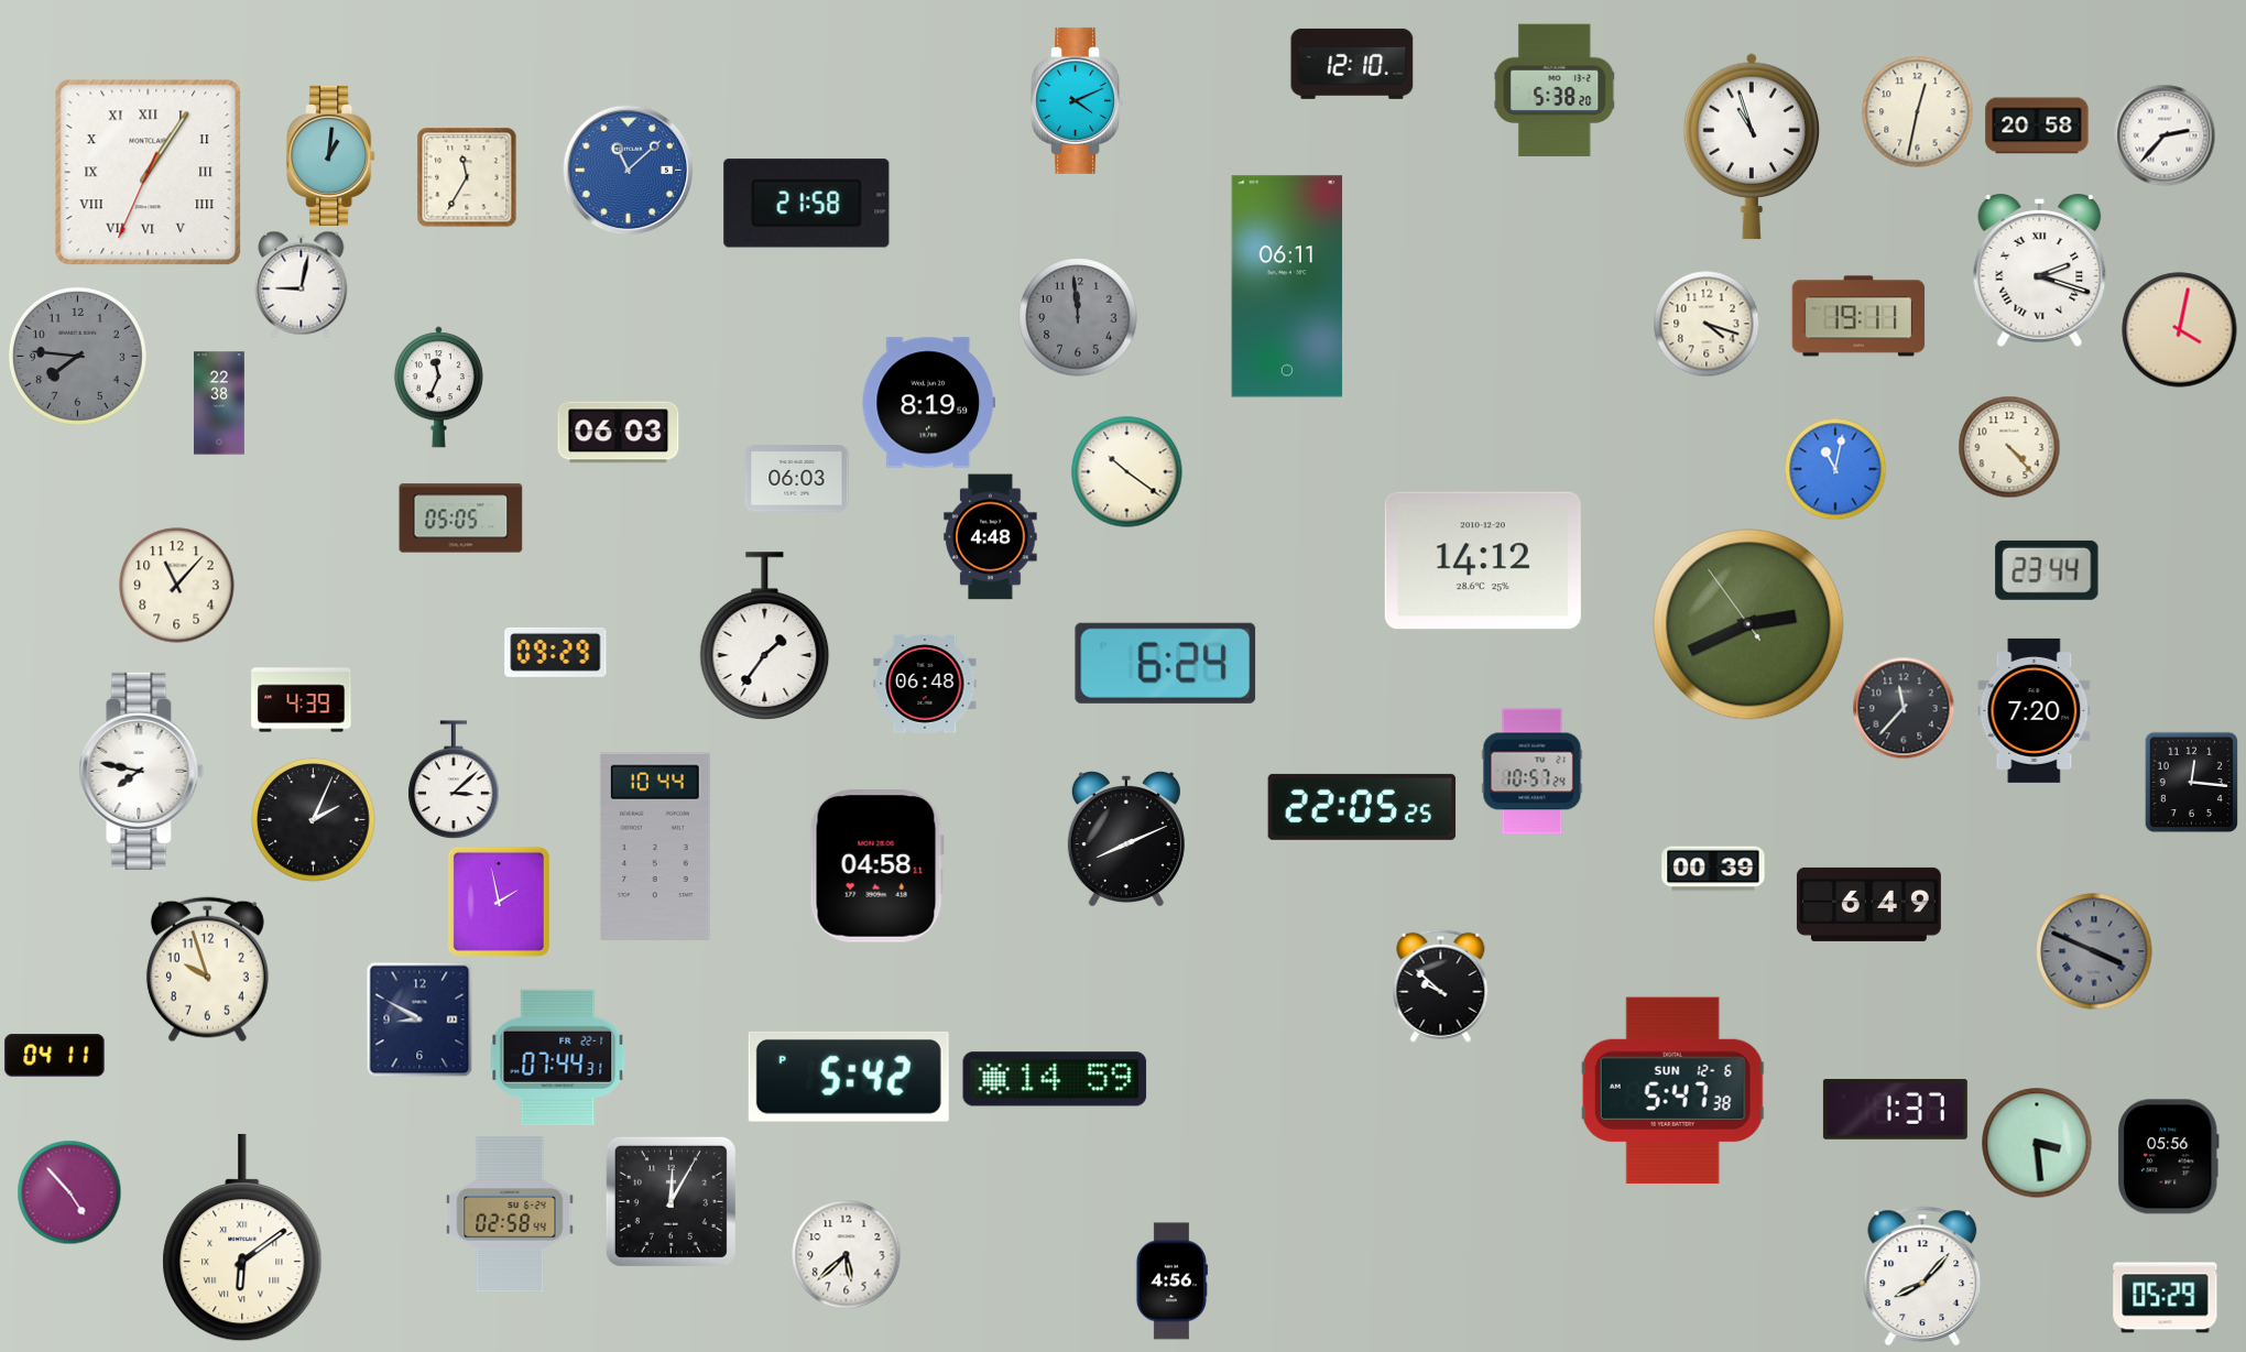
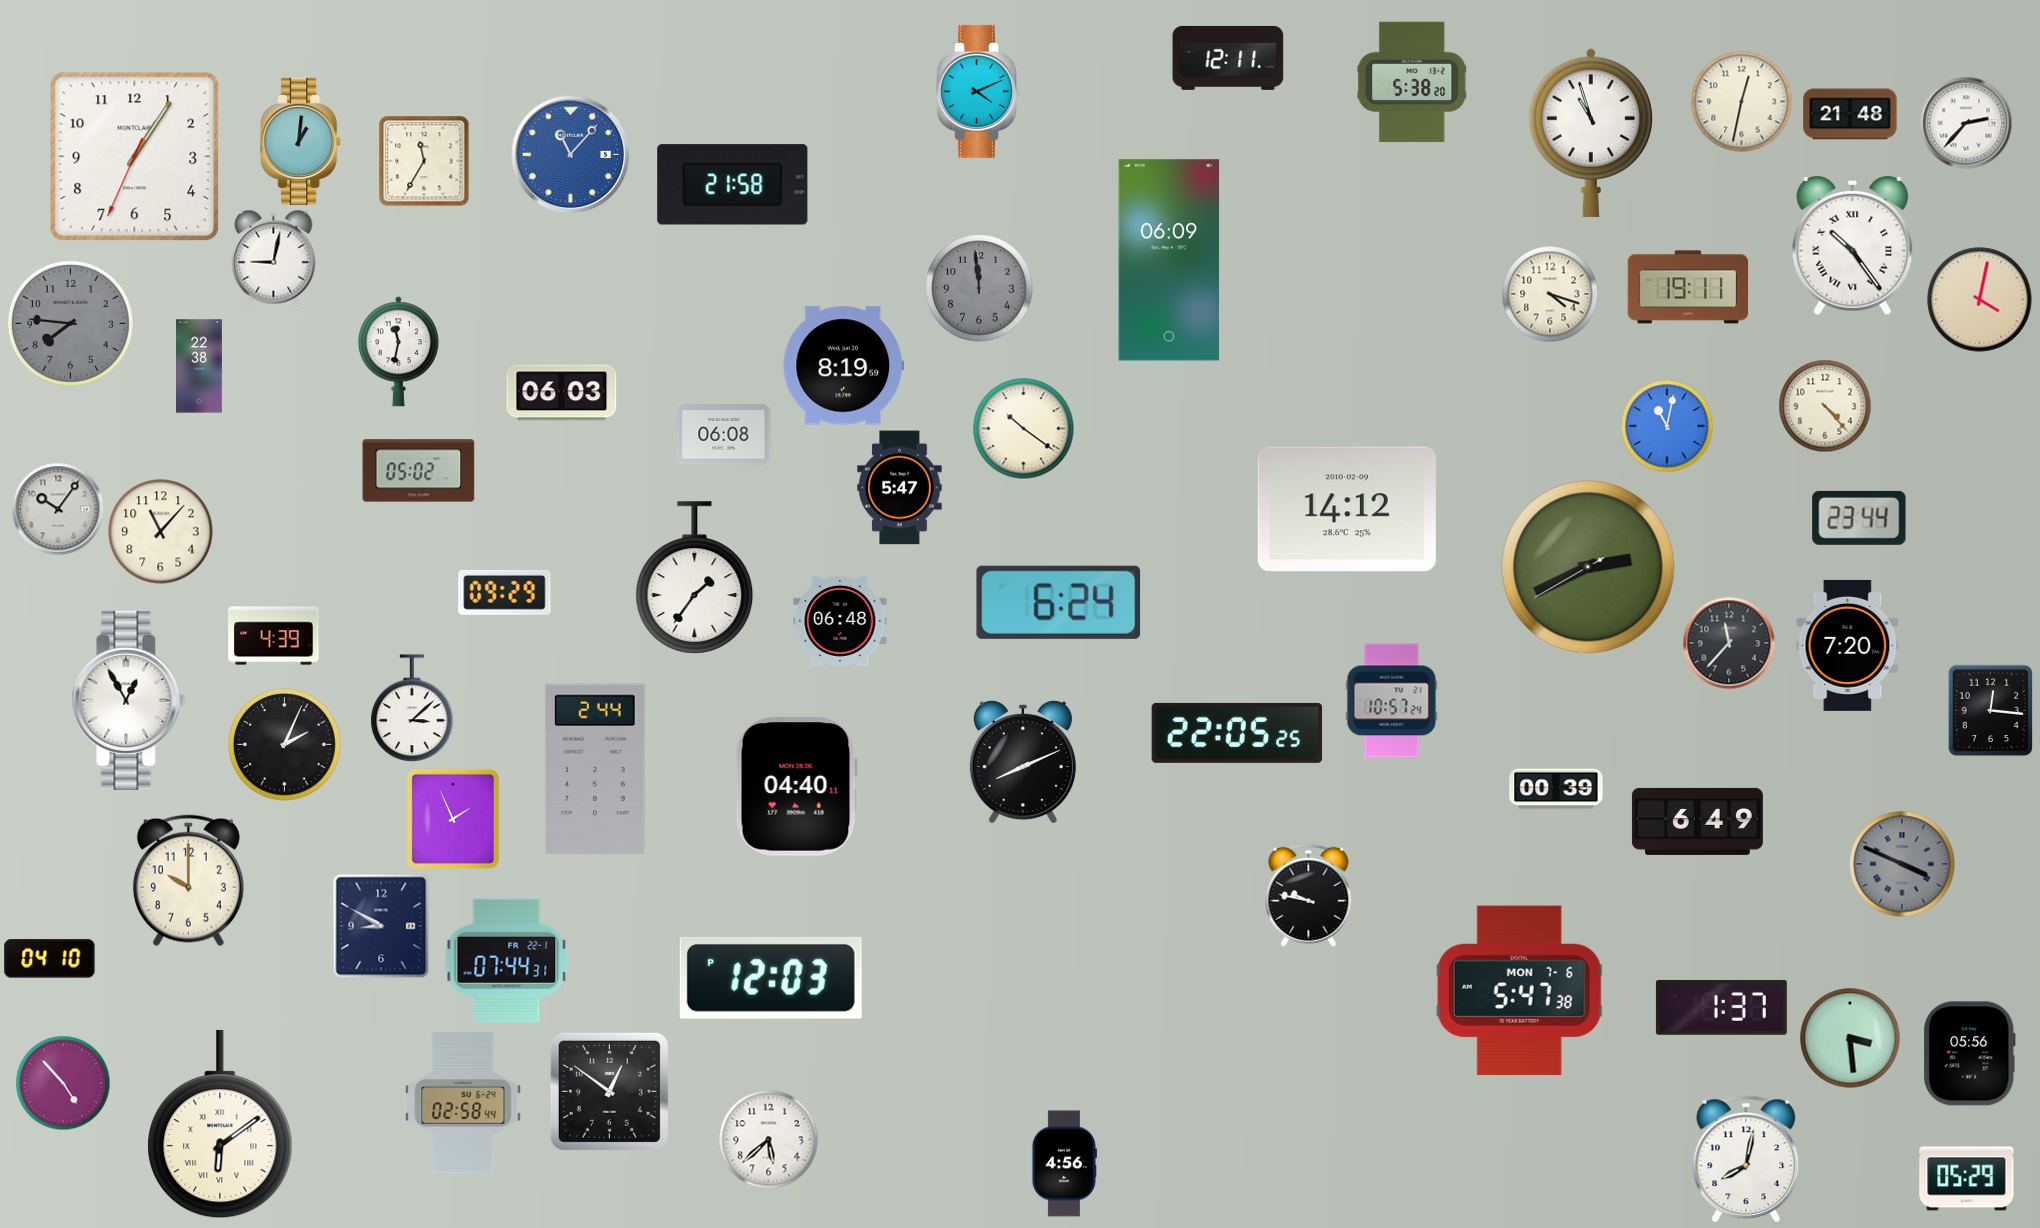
clock at (1352, 64): 12:10 -> 12:11
clock at (2037, 126): 20:58 -> 21:48
clock at (628, 170): 11:08 -> 11:07
clock at (149, 173) numerals: Roman -> Arabic
clock at (2040, 272): 2:18 -> 10:24
clock at (1287, 286): 06:11 -> 06:09
clock at (438, 388): 11:34 -> 11:32
clock at (797, 479): 06:03 -> 06:08
clock at (461, 519): 05:05 -> 05:02
clock at (991, 537): 4:48 -> 5:47
clock at (58, 509): none -> 10:06
clock at (1483, 560) date: 2010-12-20 -> 2010-02-09
clock at (1748, 624): 2:40:54 -> 2:40:40
clock at (142, 771): 7:47 -> 12:55
clock at (655, 846): 10:44 -> 2:44
clock at (876, 866): 04:58 -> 04:40
clock at (499, 902): 1:58 -> 1:56
clock at (207, 970): 9:57 -> 10:00
clock at (1441, 985): 9:52 -> 9:47
clock at (55, 1056): 04:11 -> 04:10
clock at (849, 1077): 5:42 -> 12:03
clock at (1055, 1079): 14:59 -> none
clock at (1673, 1091) date: SUN 12-6 -> MON 7-6
clock at (2168, 1157) position: (2168, 1157) -> (1969, 1054)
clock at (670, 1201): 12:05 -> 12:51
clock at (1922, 1276): 8:07 -> 8:02
